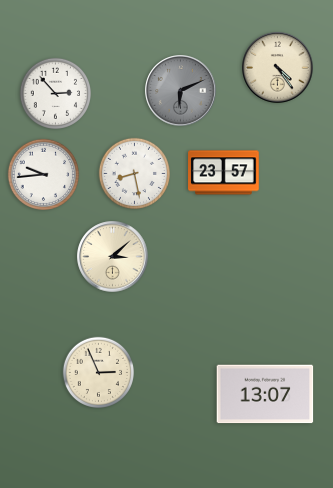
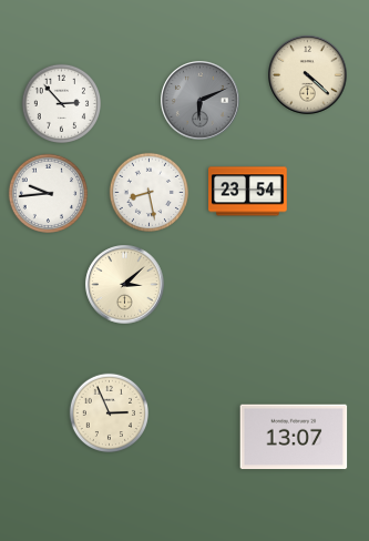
clock at (278, 68): 4:24 -> 4:22
clock at (224, 173): 23:57 -> 23:54
